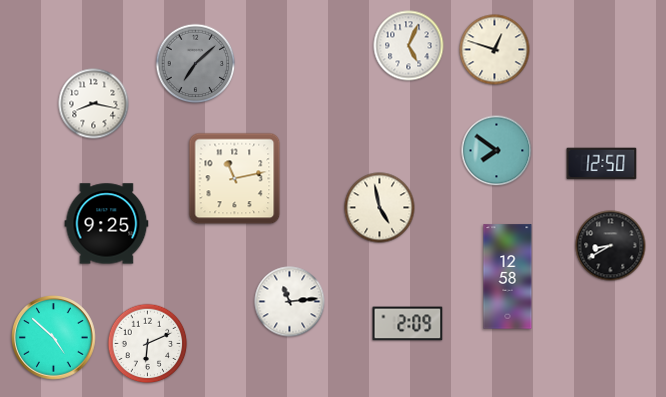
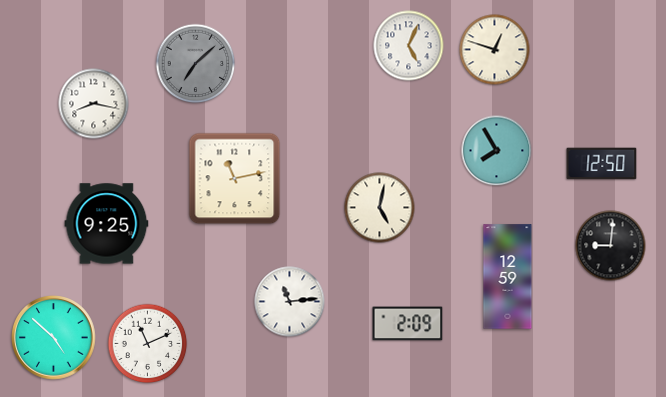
clock at (497, 151): 7:51 -> 7:55
clock at (380, 208): 4:58 -> 5:02
clock at (611, 246): 8:40 -> 9:01
clock at (508, 277): 12:58 -> 12:59
clock at (148, 344): 6:11 -> 11:11
